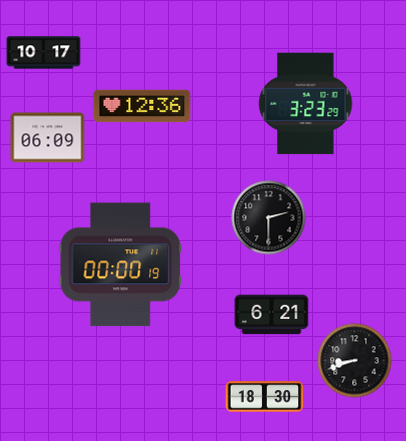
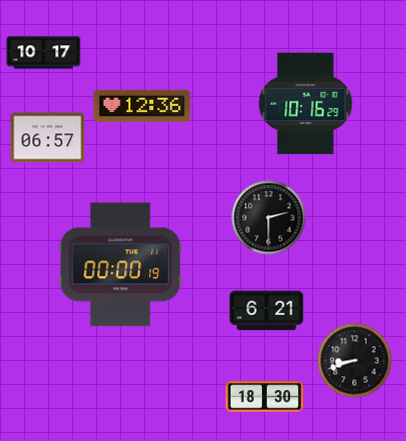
clock at (306, 104): 3:23 -> 10:16
clock at (48, 138): 06:09 -> 06:57
clock at (272, 315) position: (272, 315) -> (267, 311)
